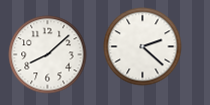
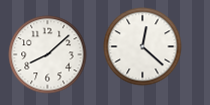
clock at (142, 46): 2:22 -> 12:22
